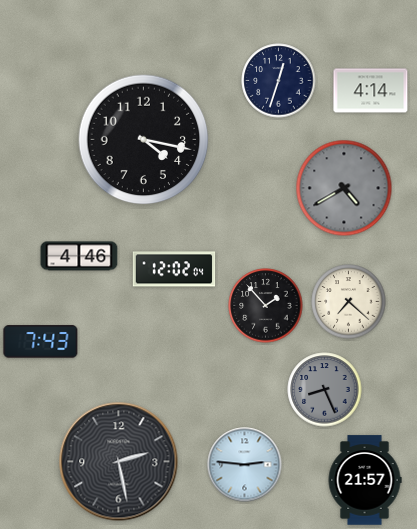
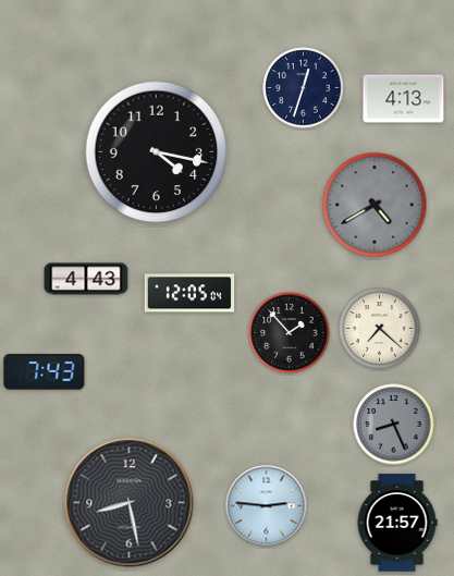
clock at (371, 91): 4:14 -> 4:13
clock at (79, 256): 4:46 -> 4:43
clock at (174, 269): 12:02 -> 12:05
clock at (325, 390) position: (325, 390) -> (394, 425)
clock at (119, 462): 2:28 -> 8:28
